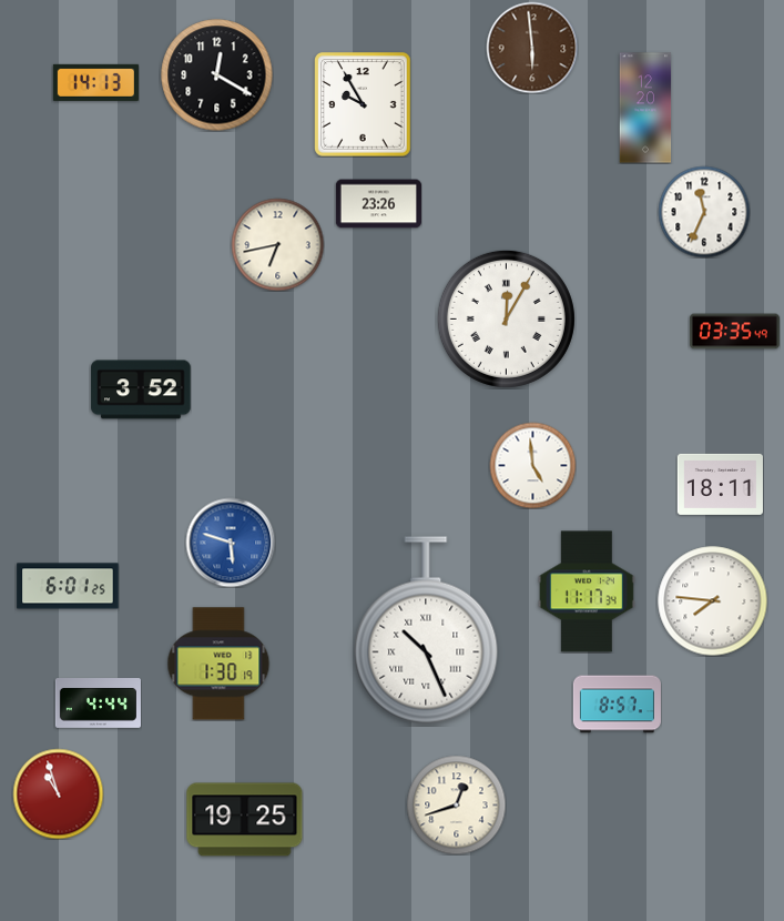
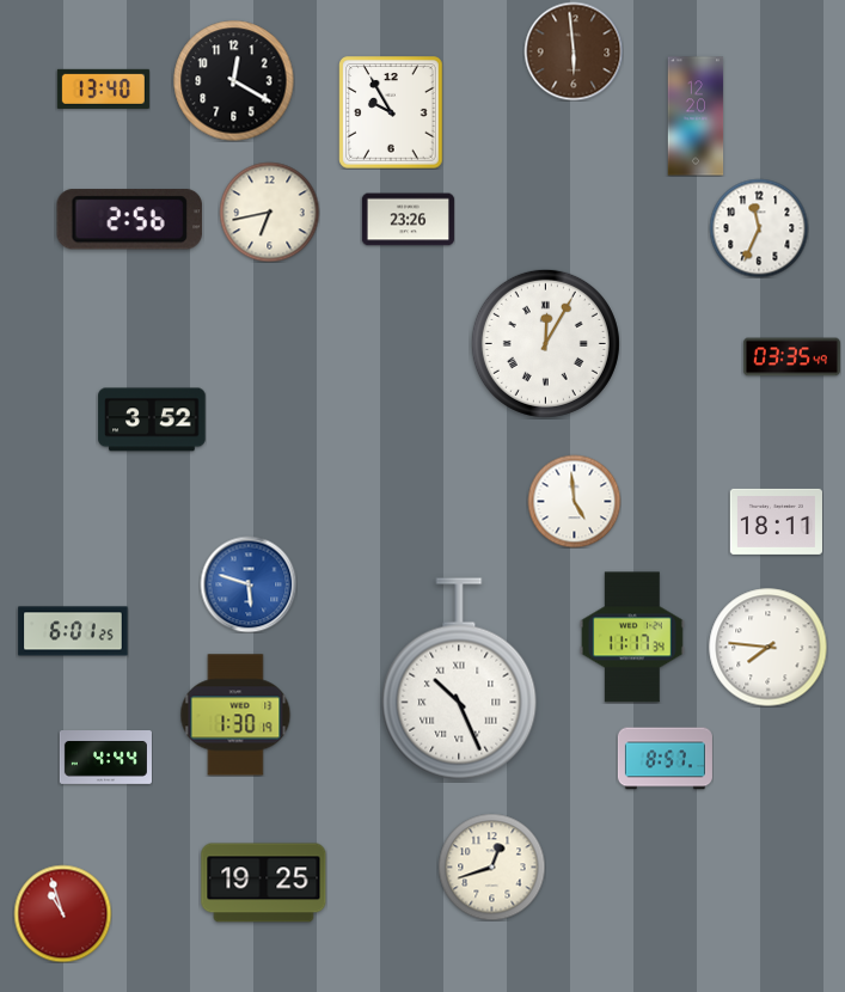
clock at (95, 82): 14:13 -> 13:40
clock at (129, 220): none -> 2:56
clock at (277, 244) position: (277, 244) -> (269, 212)
clock at (58, 793) position: (58, 793) -> (62, 913)
